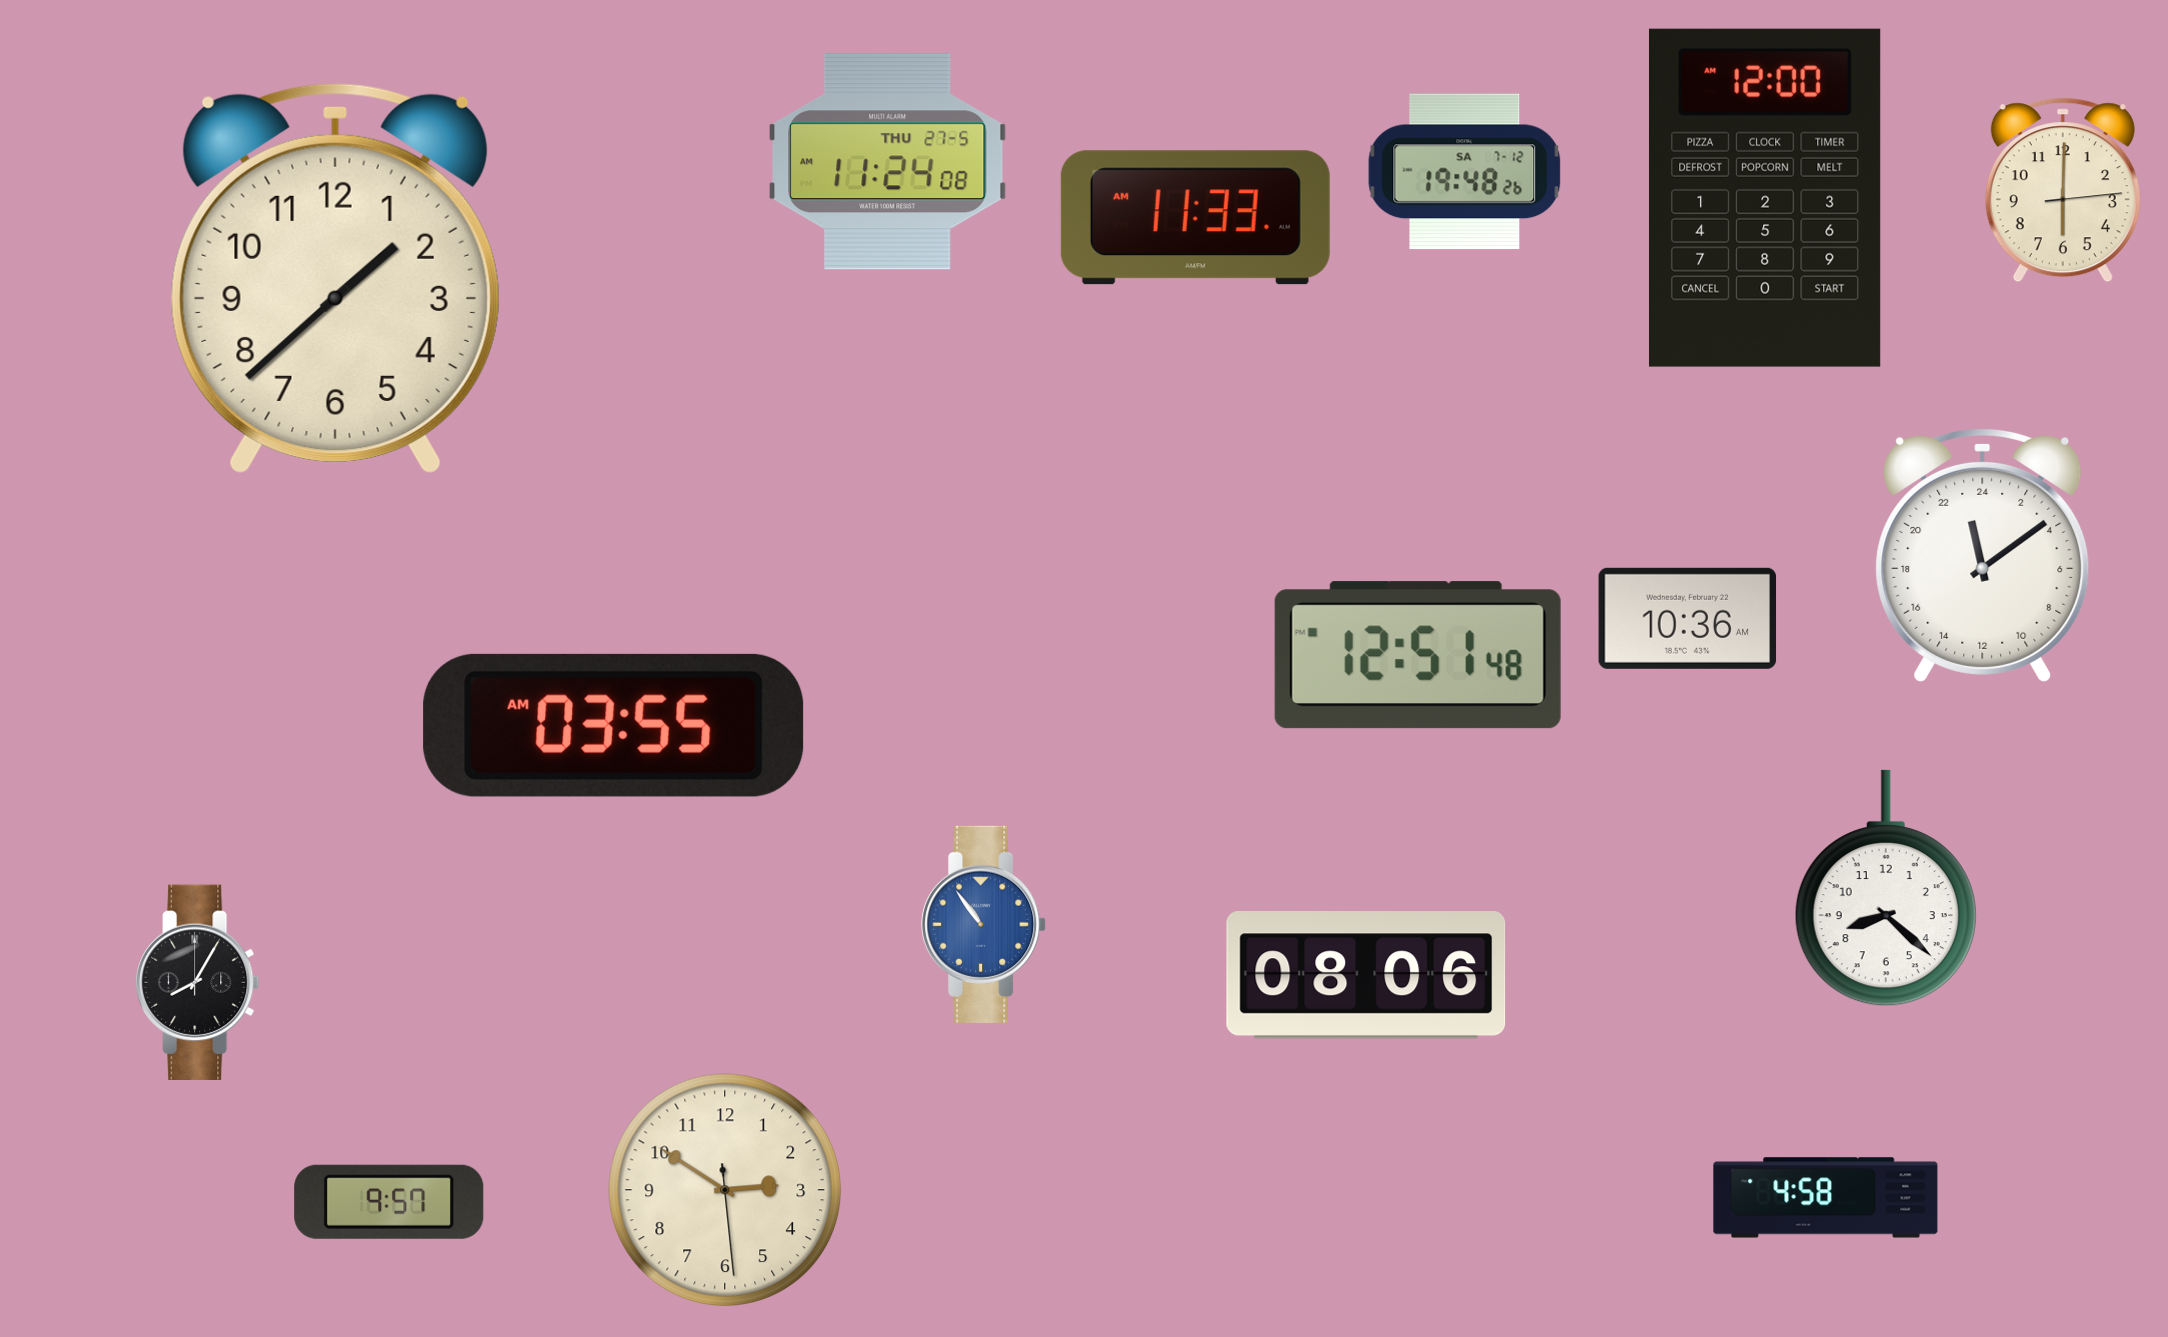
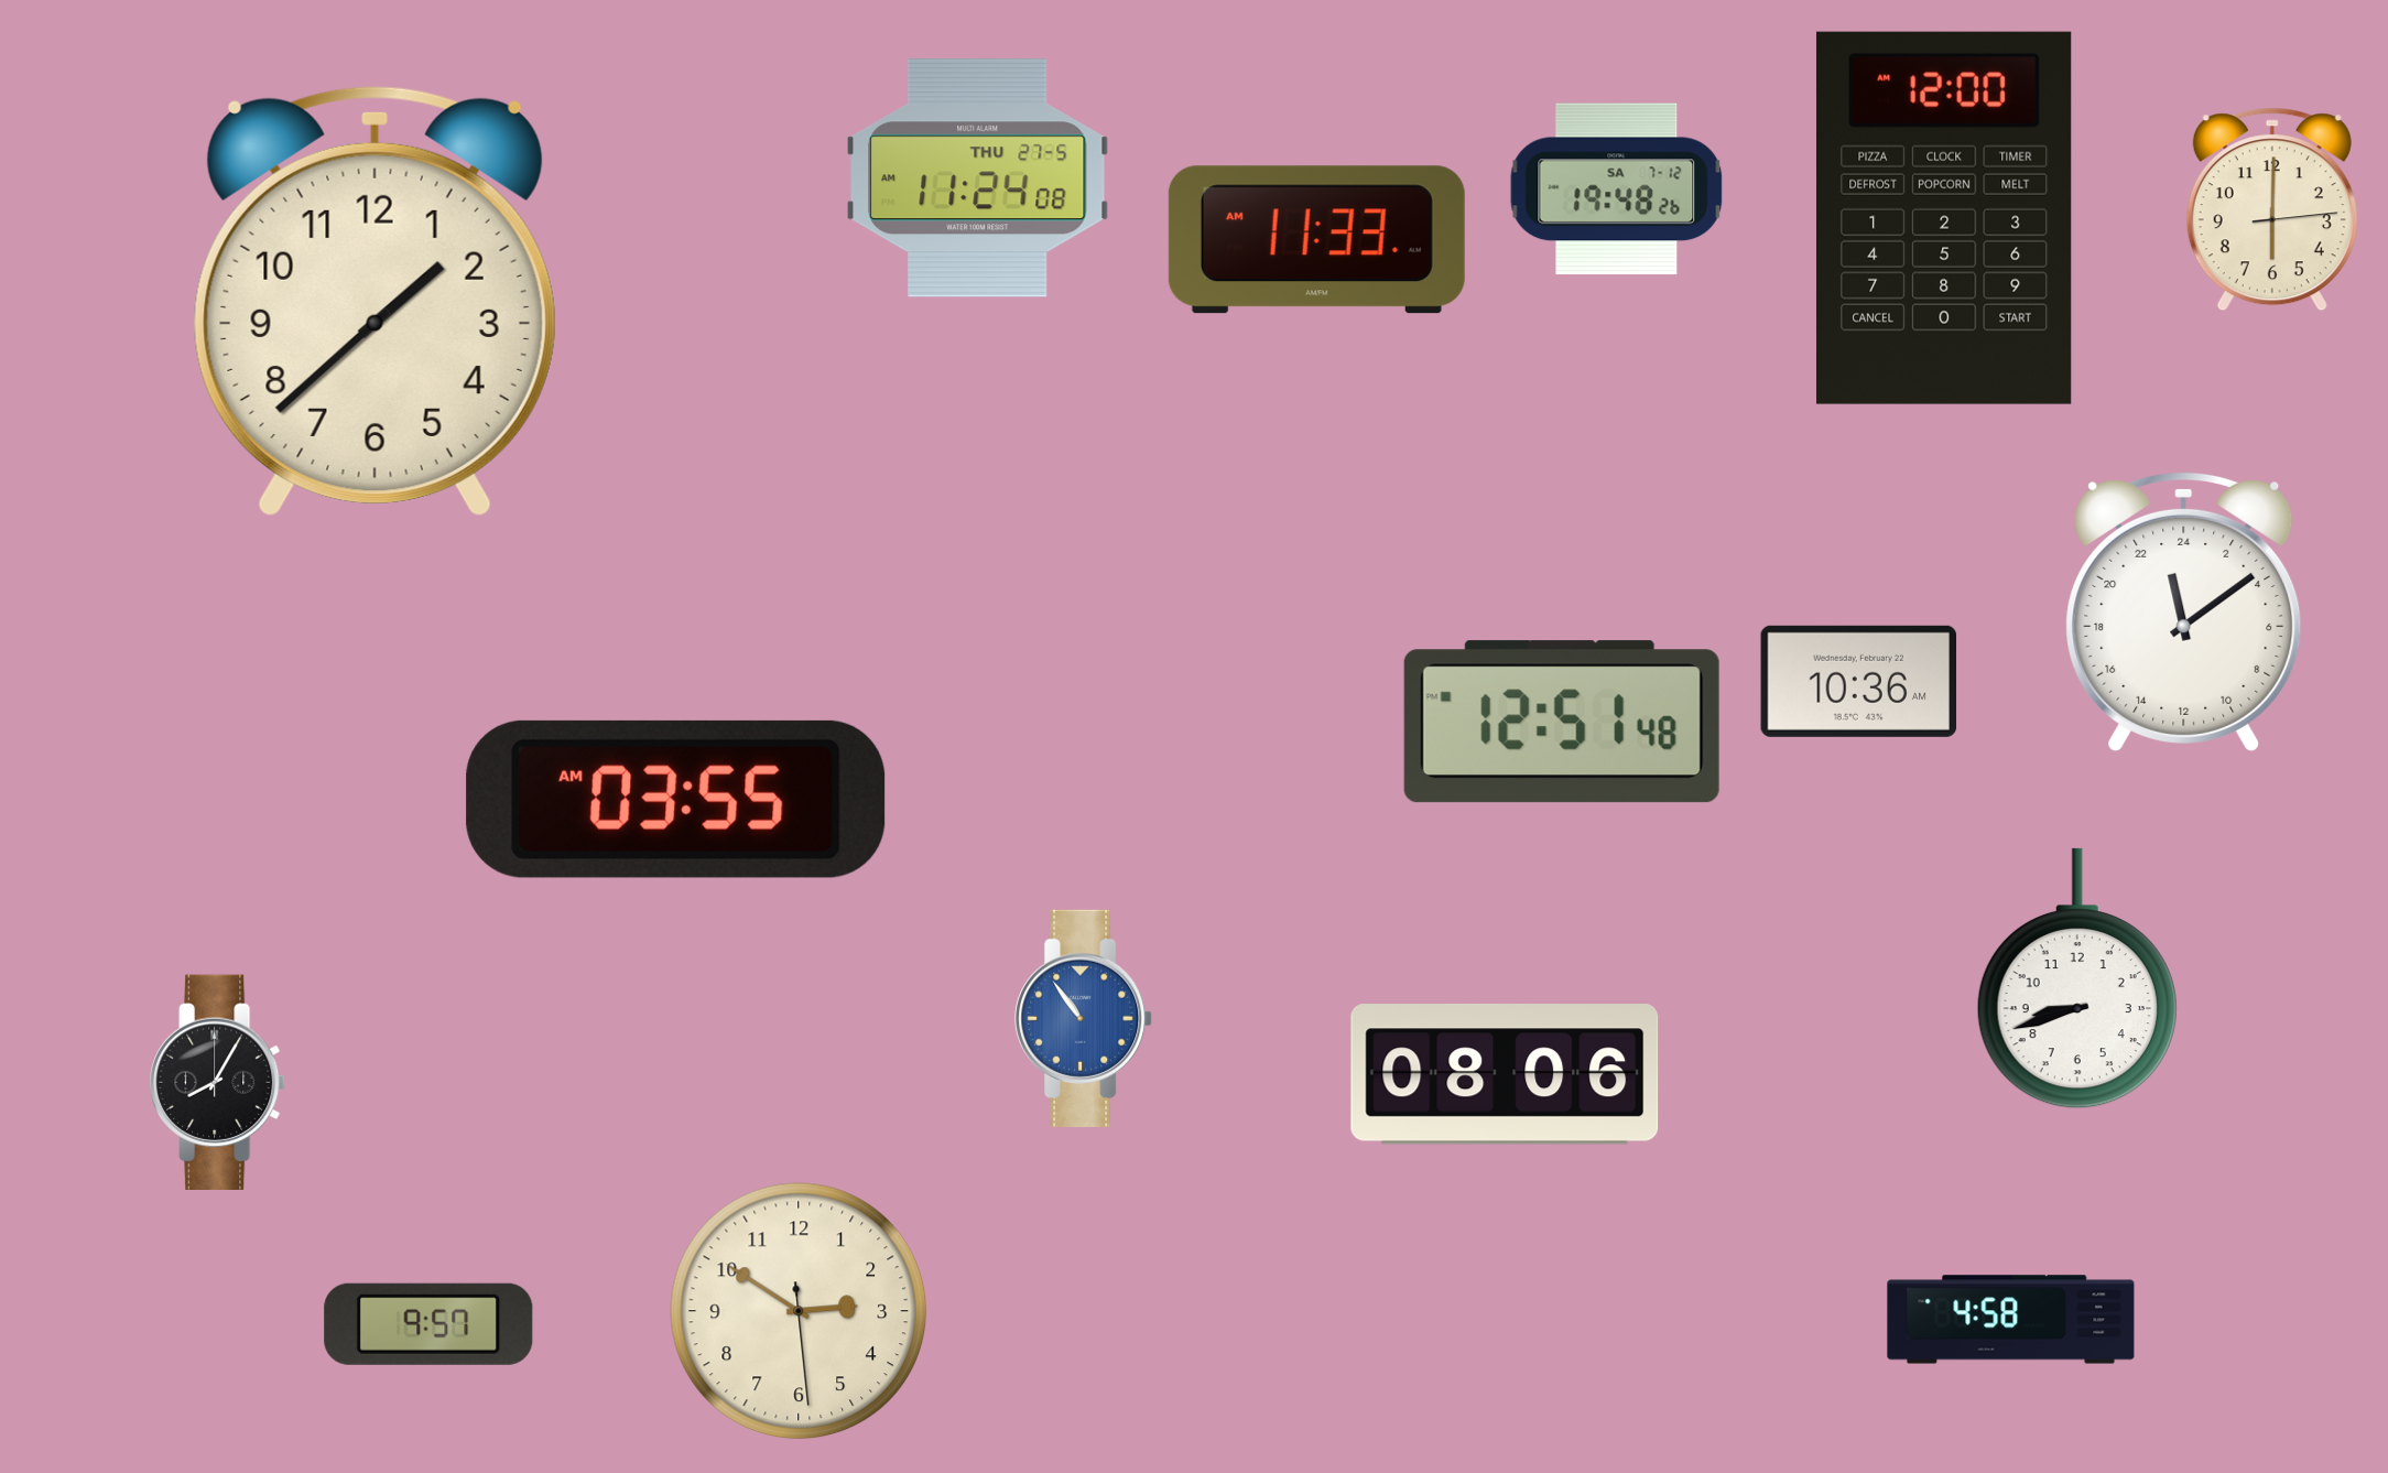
clock at (1465, 172) position: (1465, 172) -> (1617, 189)
clock at (335, 278) position: (335, 278) -> (375, 301)
clock at (1886, 888): 8:22 -> 8:42
